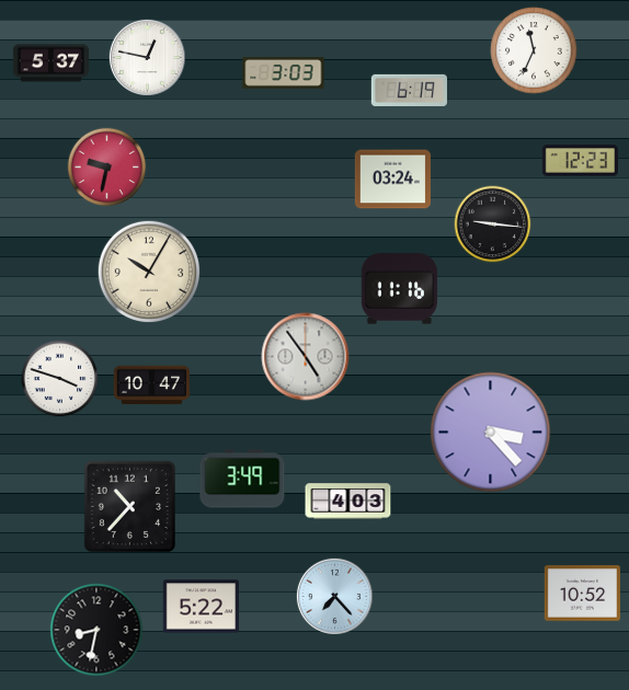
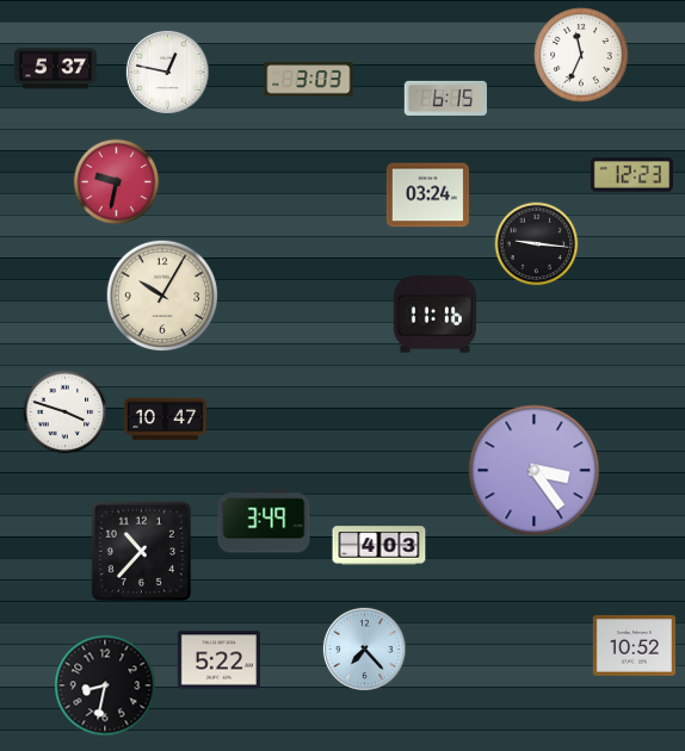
clock at (147, 57) position: (147, 57) -> (167, 72)
clock at (409, 90): 6:19 -> 6:15
clock at (306, 357): 4:54 -> none
clock at (491, 433): 3:23 -> 3:24
